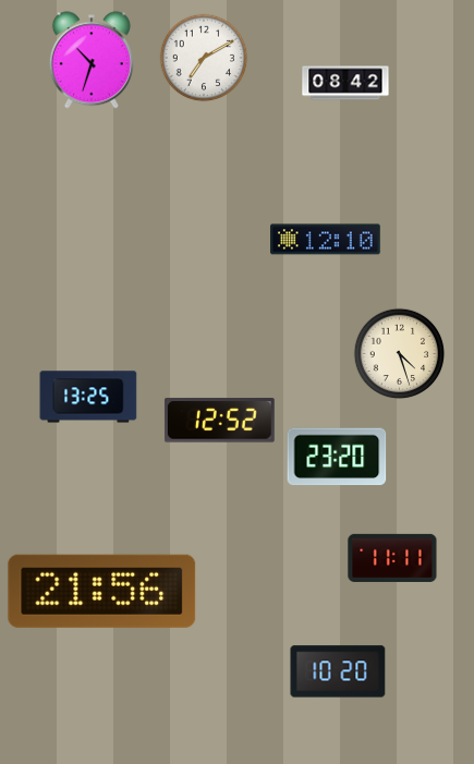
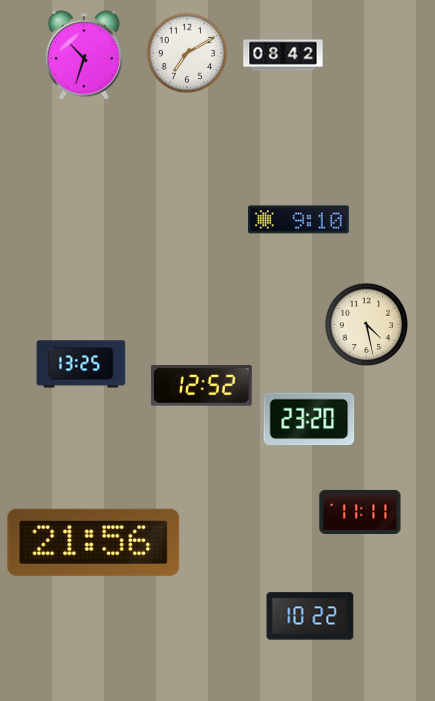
clock at (345, 83) position: (345, 83) -> (283, 55)
clock at (326, 240): 12:10 -> 9:10
clock at (400, 354): 4:27 -> 4:28
clock at (338, 671): 10:20 -> 10:22
